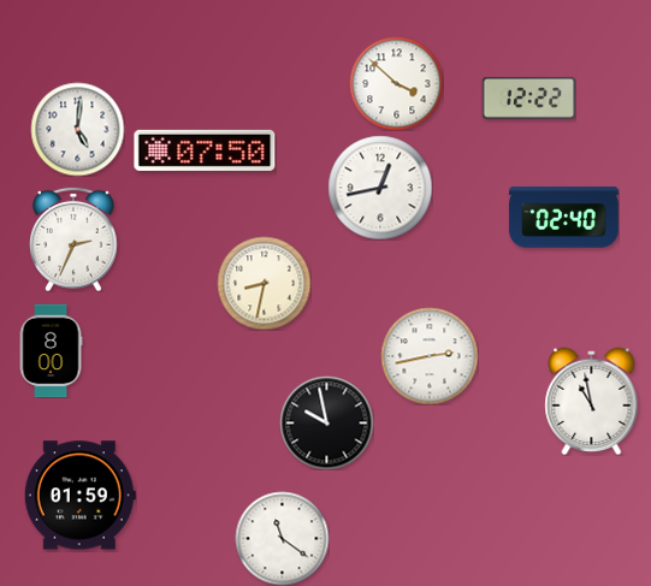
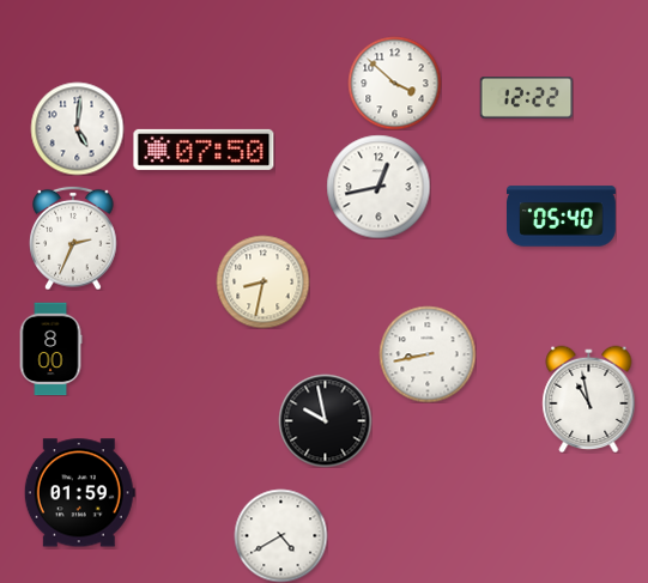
clock at (564, 218): 02:40 -> 05:40
clock at (430, 356): 2:43 -> 8:43
clock at (282, 538): 11:21 -> 4:40
